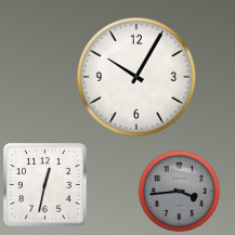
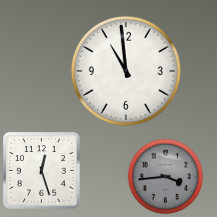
clock at (136, 77): 10:05 -> 10:59
clock at (45, 185): 12:32 -> 12:27
